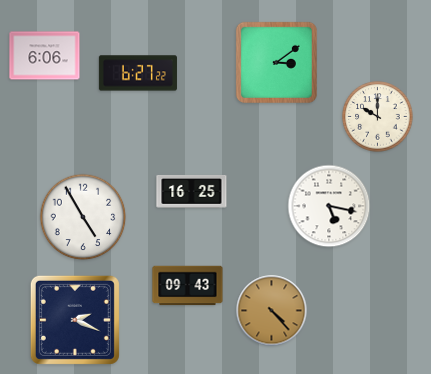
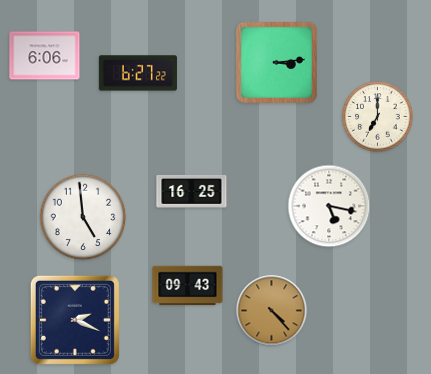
clock at (276, 62): 3:09 -> 3:14
clock at (378, 117): 10:00 -> 7:00
clock at (83, 217): 4:55 -> 4:59
